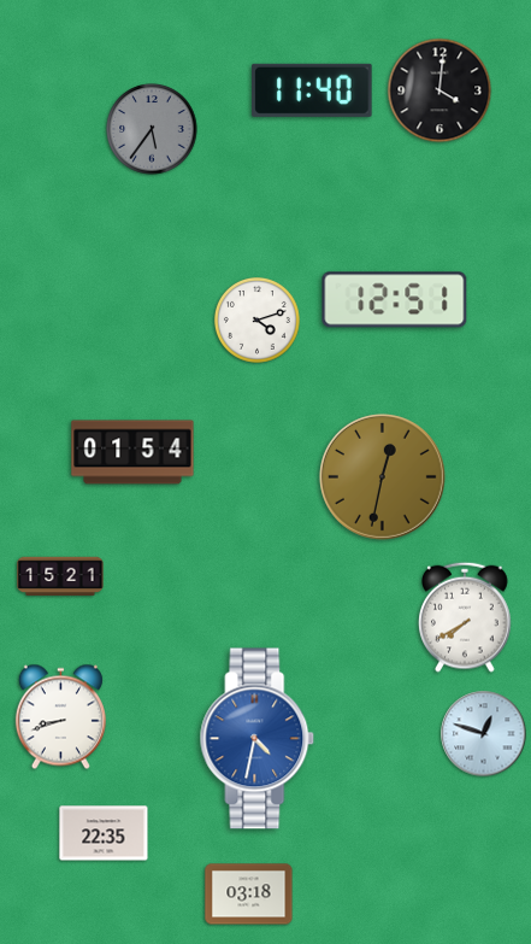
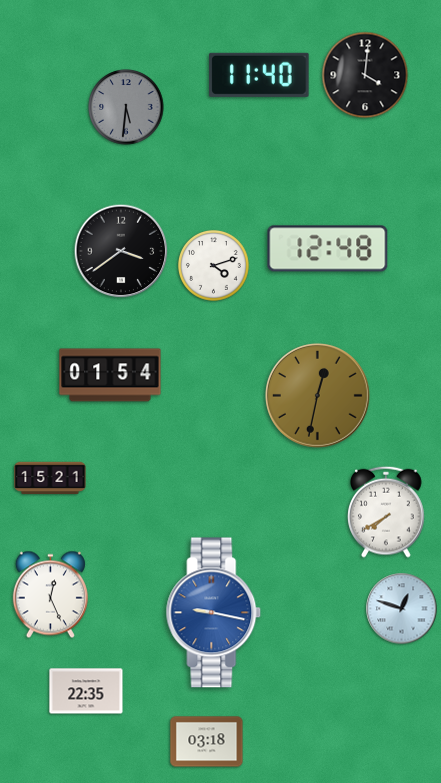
clock at (152, 129): 5:36 -> 5:31
clock at (395, 300): 12:51 -> 12:48
clock at (121, 251): none -> 3:39
clock at (60, 717): 8:42 -> 12:26
clock at (258, 739): 4:32 -> 9:17
